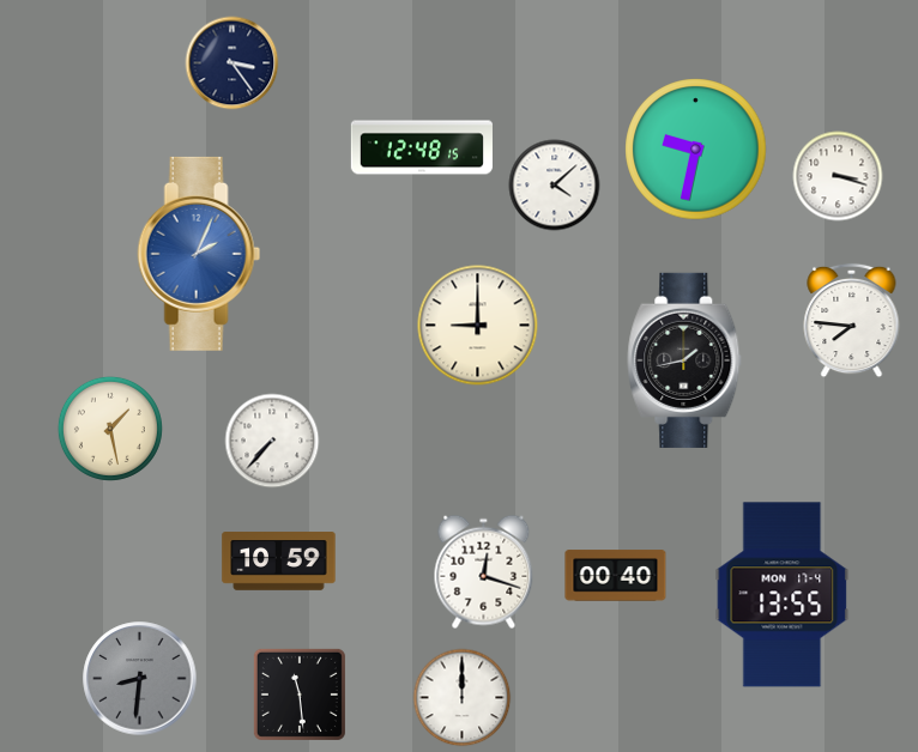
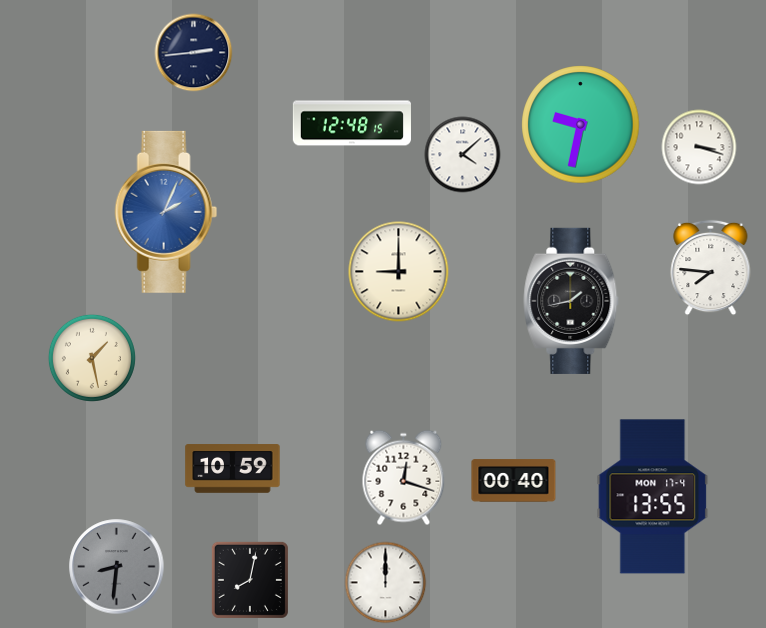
clock at (232, 63): 3:24 -> 2:44
clock at (272, 441): 7:37 -> none
clock at (300, 695): 11:29 -> 8:02
